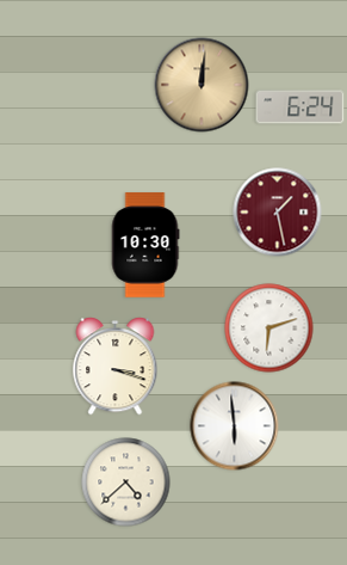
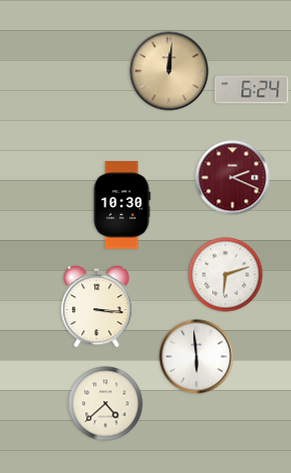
clock at (278, 213): 1:28 -> 2:19
clock at (116, 367): 3:18 -> 3:16
